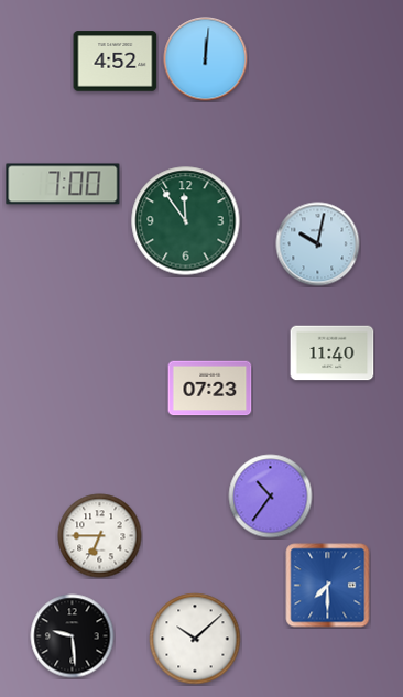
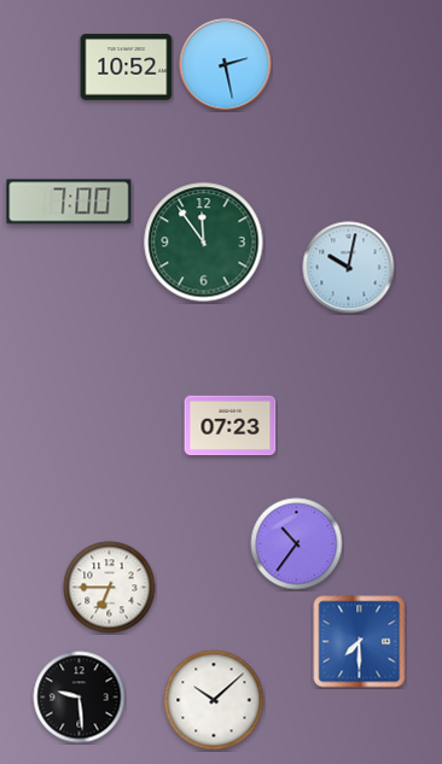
clock at (206, 59): 12:01 -> 2:28
clock at (116, 62): 4:52 -> 10:52
clock at (333, 353): 11:40 -> none
